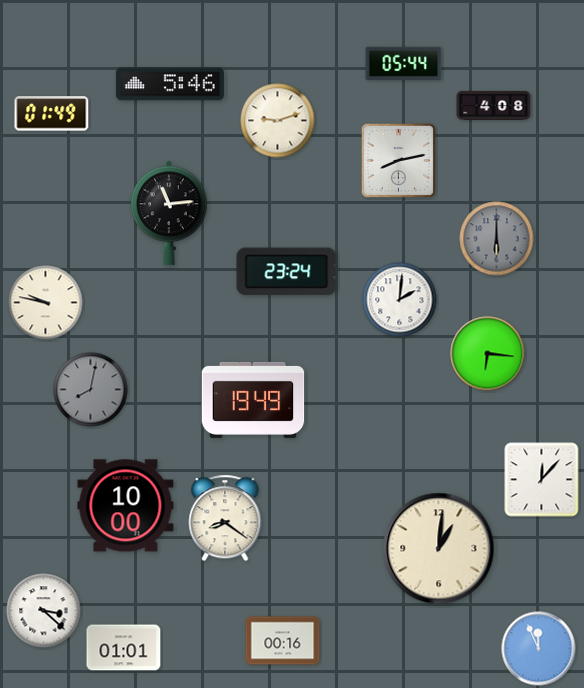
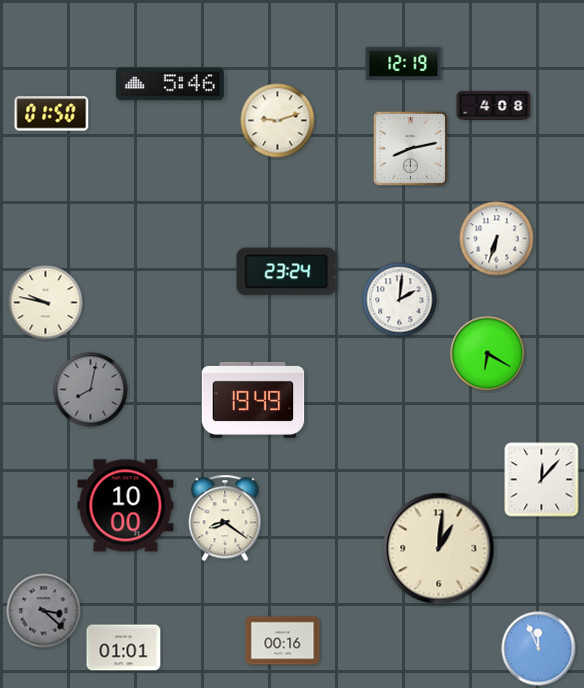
clock at (404, 63): 05:44 -> 12:19
clock at (52, 114): 01:49 -> 01:50
clock at (398, 160) position: (398, 160) -> (410, 148)
clock at (169, 213): 11:14 -> none
clock at (497, 239): 6:00 -> 6:33
clock at (497, 239) dial: grey -> white
clock at (488, 354): 6:16 -> 6:20
clock at (44, 611) dial: white -> grey
